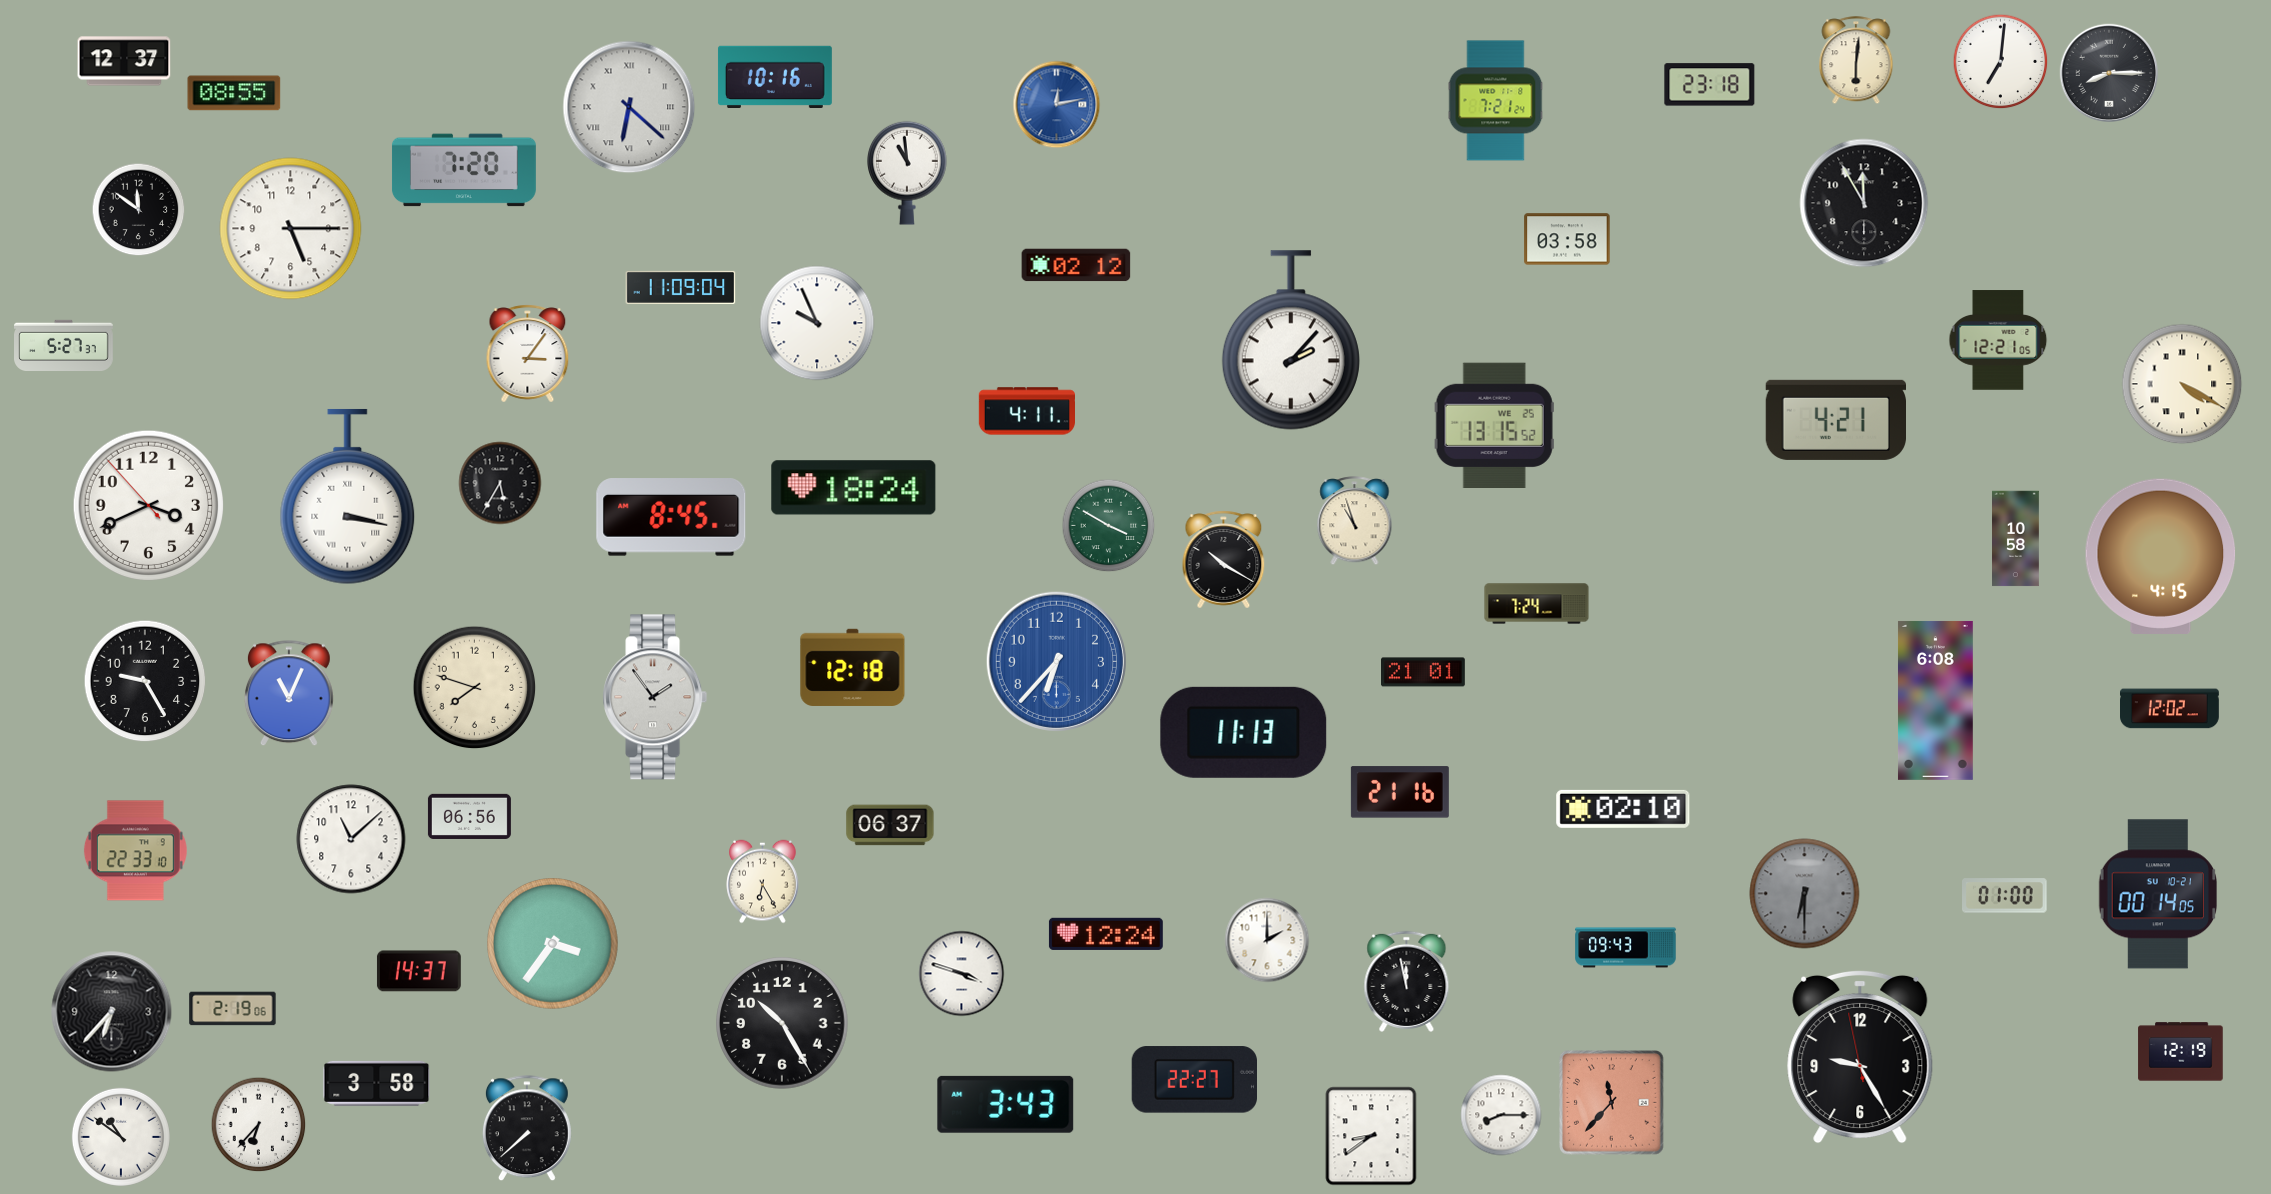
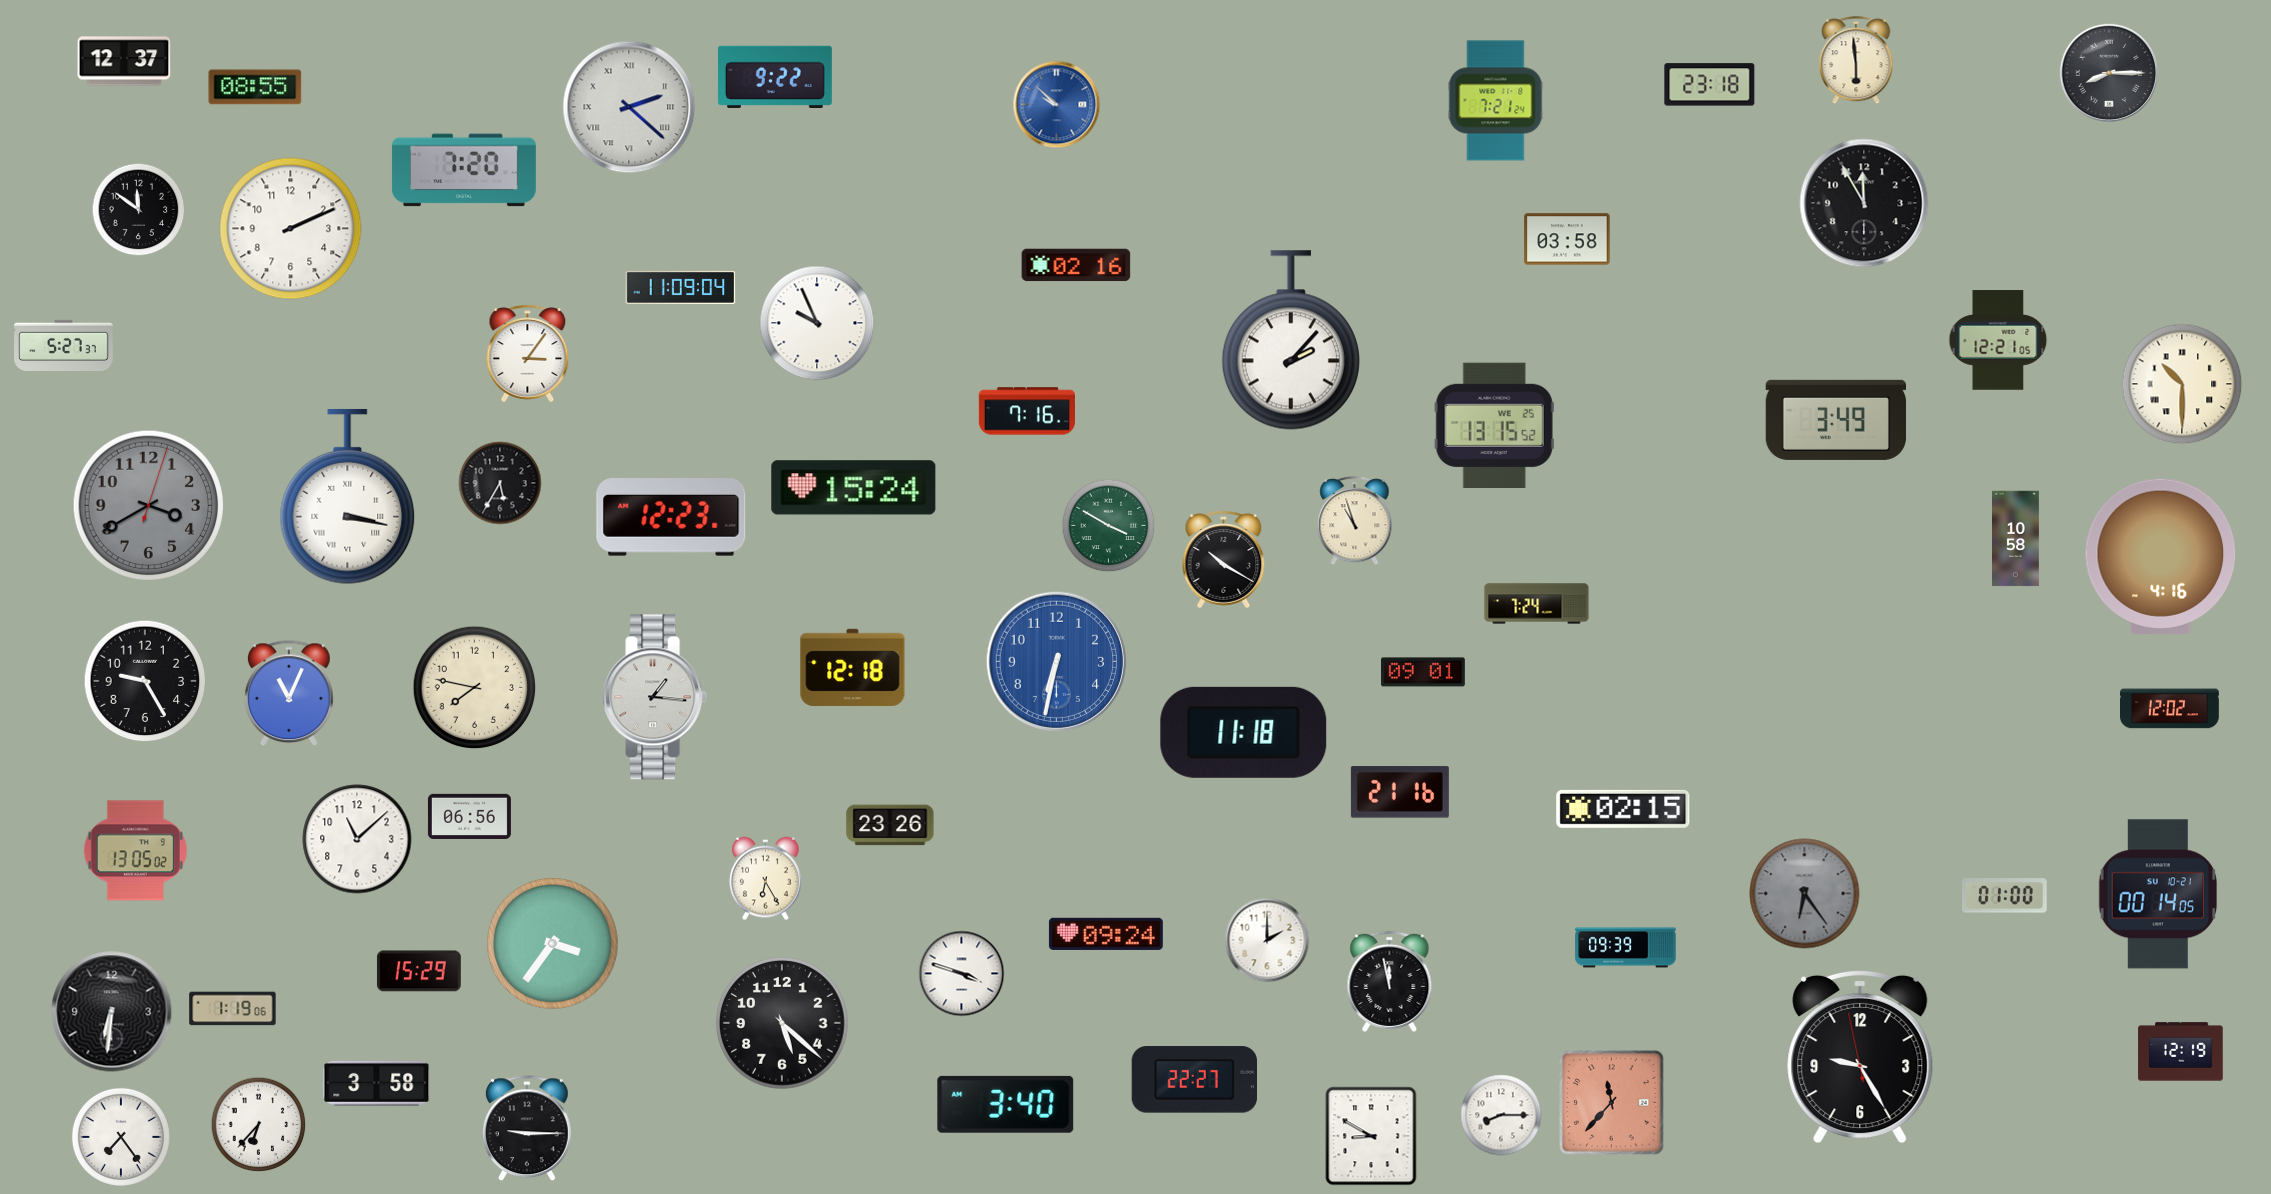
clock at (1856, 61): 6:01 -> 5:59
clock at (2001, 62): 7:01 -> none
clock at (775, 76): 10:16 -> 9:22
clock at (234, 93) position: (234, 93) -> (255, 87)
clock at (1057, 105): 12:13 -> 9:52
clock at (629, 107): 6:22 -> 2:22
clock at (907, 173): 10:59 -> none
clock at (291, 229): 5:15 -> 2:11
clock at (1076, 265): 02:12 -> 02:16
clock at (2182, 384): 4:20 -> 10:30
clock at (1026, 411): 4:11 -> 7:16
clock at (1835, 420): 4:21 -> 3:49
clock at (854, 488): 18:24 -> 15:24
clock at (148, 505): 3:40:53 -> 3:40:03
clock at (148, 505) dial: white -> grey
clock at (671, 517): 8:45 -> 12:23
clock at (2161, 556): 4:15 -> 4:16
clock at (1056, 661): 6:37 -> 6:32
clock at (1424, 672): 21:01 -> 09:01
clock at (475, 688): 7:48 -> 7:47
clock at (655, 697): 1:54 -> 1:16
clock at (1935, 700): 6:08 -> none
clock at (1244, 732): 11:13 -> 11:18
clock at (1623, 809): 02:10 -> 02:15
clock at (890, 825): 06:37 -> 23:26
clock at (351, 839) position: (351, 839) -> (357, 839)
clock at (135, 851): 22:33 -> 13:05
clock at (763, 882) position: (763, 882) -> (766, 879)
clock at (1805, 894): 6:30 -> 6:24
clock at (1106, 934): 12:24 -> 09:24
clock at (1626, 948): 09:43 -> 09:39
clock at (419, 971): 14:37 -> 15:29
clock at (1407, 981) position: (1407, 981) -> (1390, 981)
clock at (233, 1009): 2:19 -> 1:19
clock at (112, 1012): 6:37 -> 6:31
clock at (782, 1023): 10:25 -> 5:22
clock at (1006, 1104): 3:43 -> 3:40
clock at (527, 1129): 7:38 -> 9:15
clock at (1371, 1136): 8:39 -> 8:50
clock at (121, 1137): 10:51 -> 7:24
